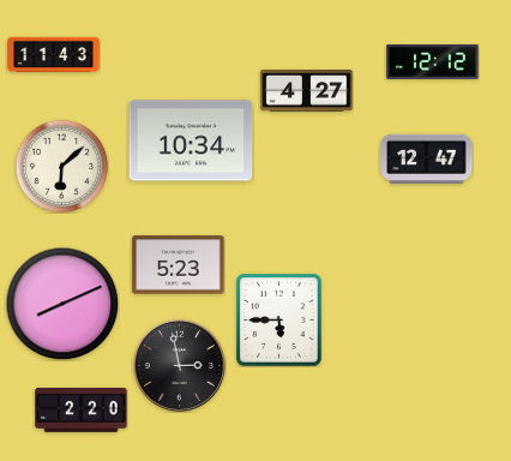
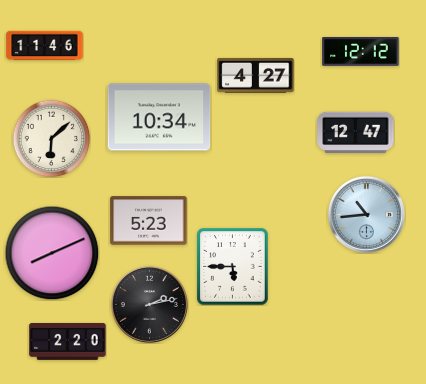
clock at (54, 55): 11:43 -> 11:46
clock at (366, 214): none -> 10:44
clock at (179, 365): 2:58 -> 2:13
